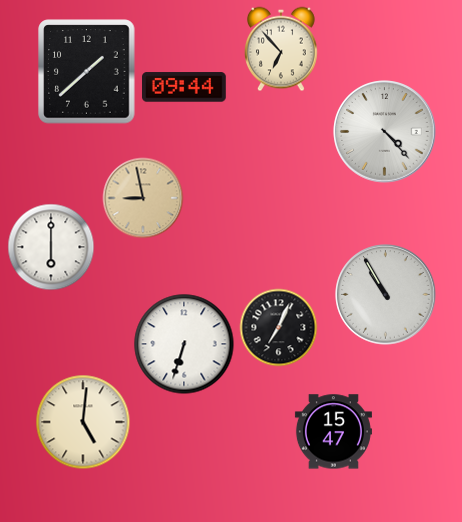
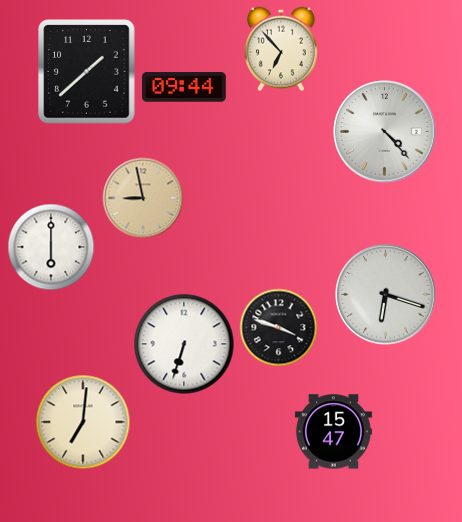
clock at (386, 295): 10:55 -> 6:18
clock at (278, 327): 7:04 -> 3:48
clock at (83, 422): 5:01 -> 7:01
